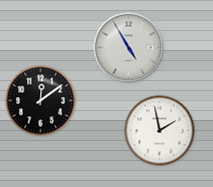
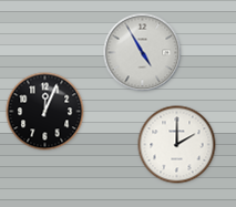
clock at (41, 101): 12:09 -> 12:04
clock at (160, 131): 1:58 -> 2:00
